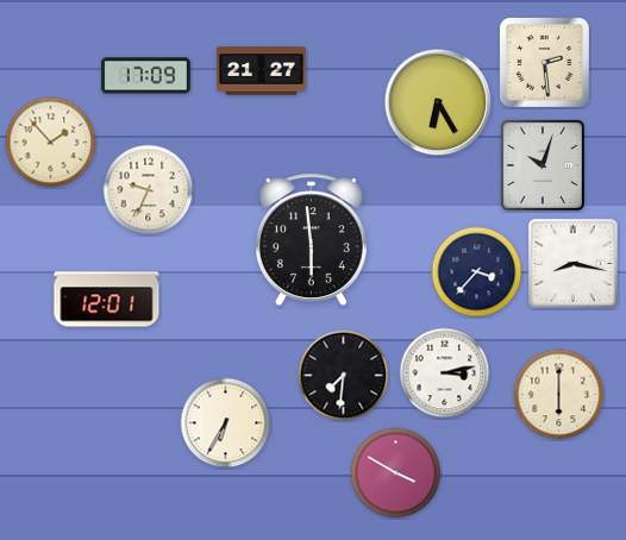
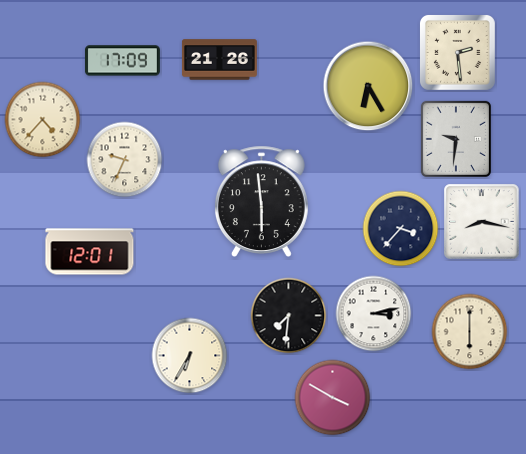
clock at (261, 71): 21:27 -> 21:26
clock at (145, 76) position: (145, 76) -> (122, 61)
clock at (51, 143): 1:53 -> 4:37
clock at (543, 165): 10:03 -> 9:31
